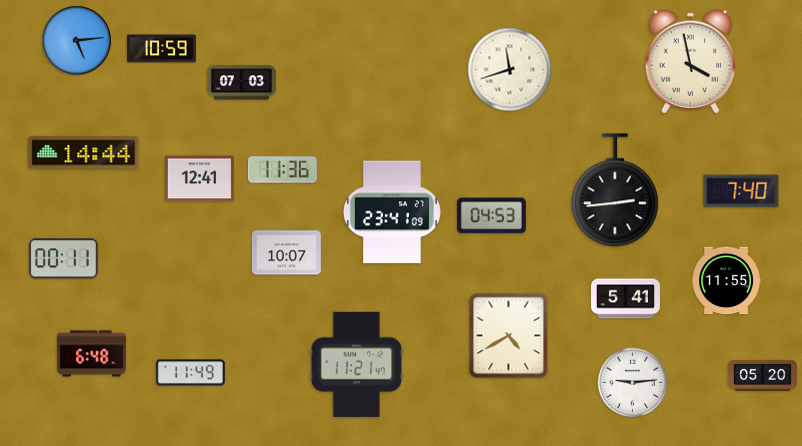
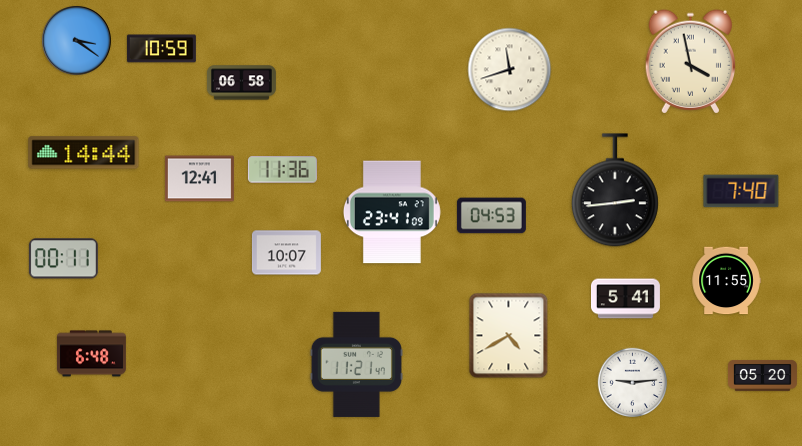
clock at (77, 41): 5:14 -> 3:21
clock at (241, 83): 07:03 -> 06:58
clock at (190, 373): 11:49 -> none
